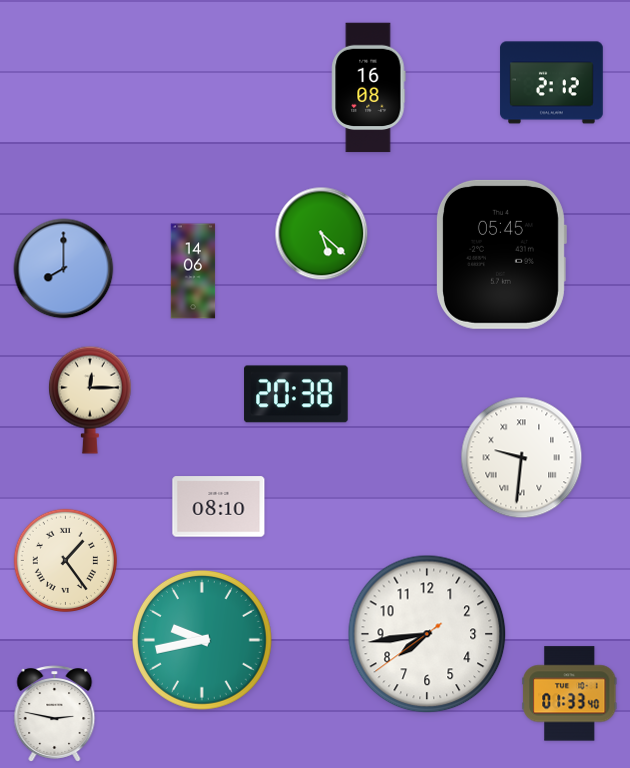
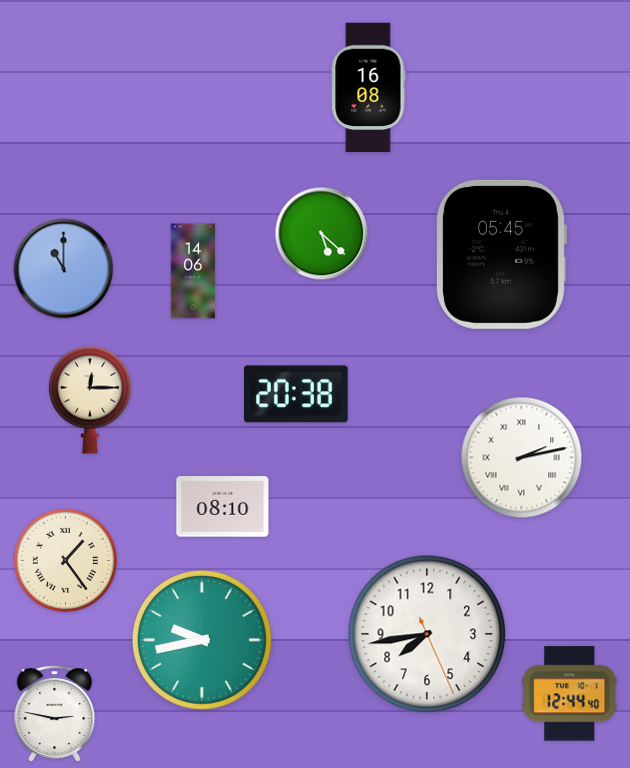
clock at (552, 83): 2:12 -> none
clock at (64, 269): 8:00 -> 11:00
clock at (522, 458): 9:31 -> 2:13
clock at (219, 507) position: (219, 507) -> (223, 507)
clock at (427, 634): 7:43:39 -> 7:43:26
clock at (570, 694): 01:33 -> 12:44
